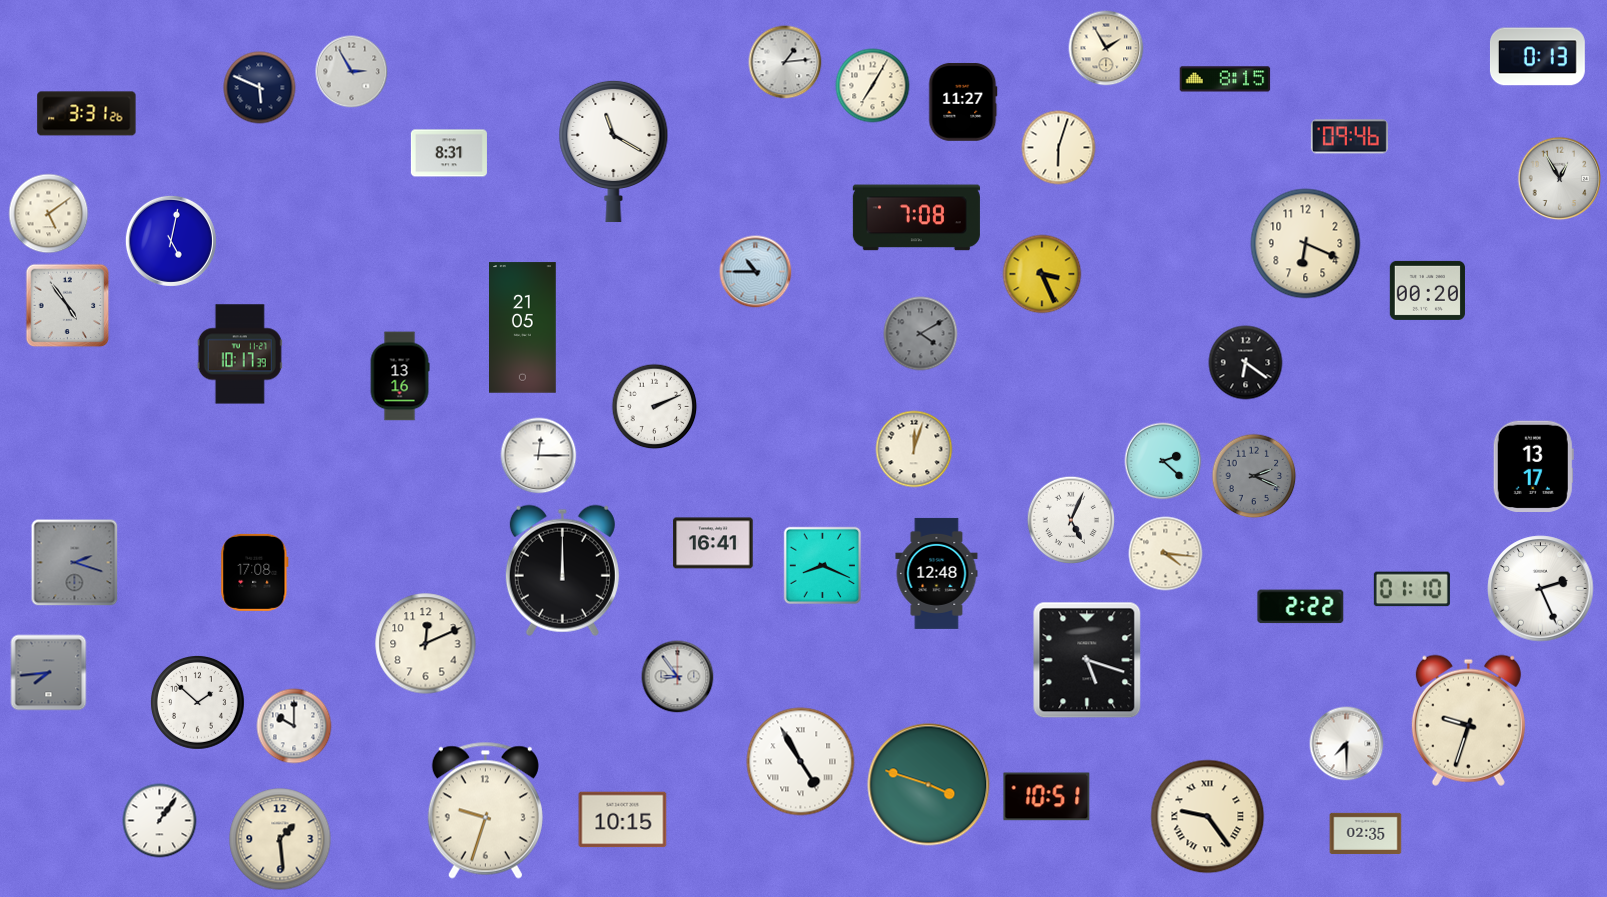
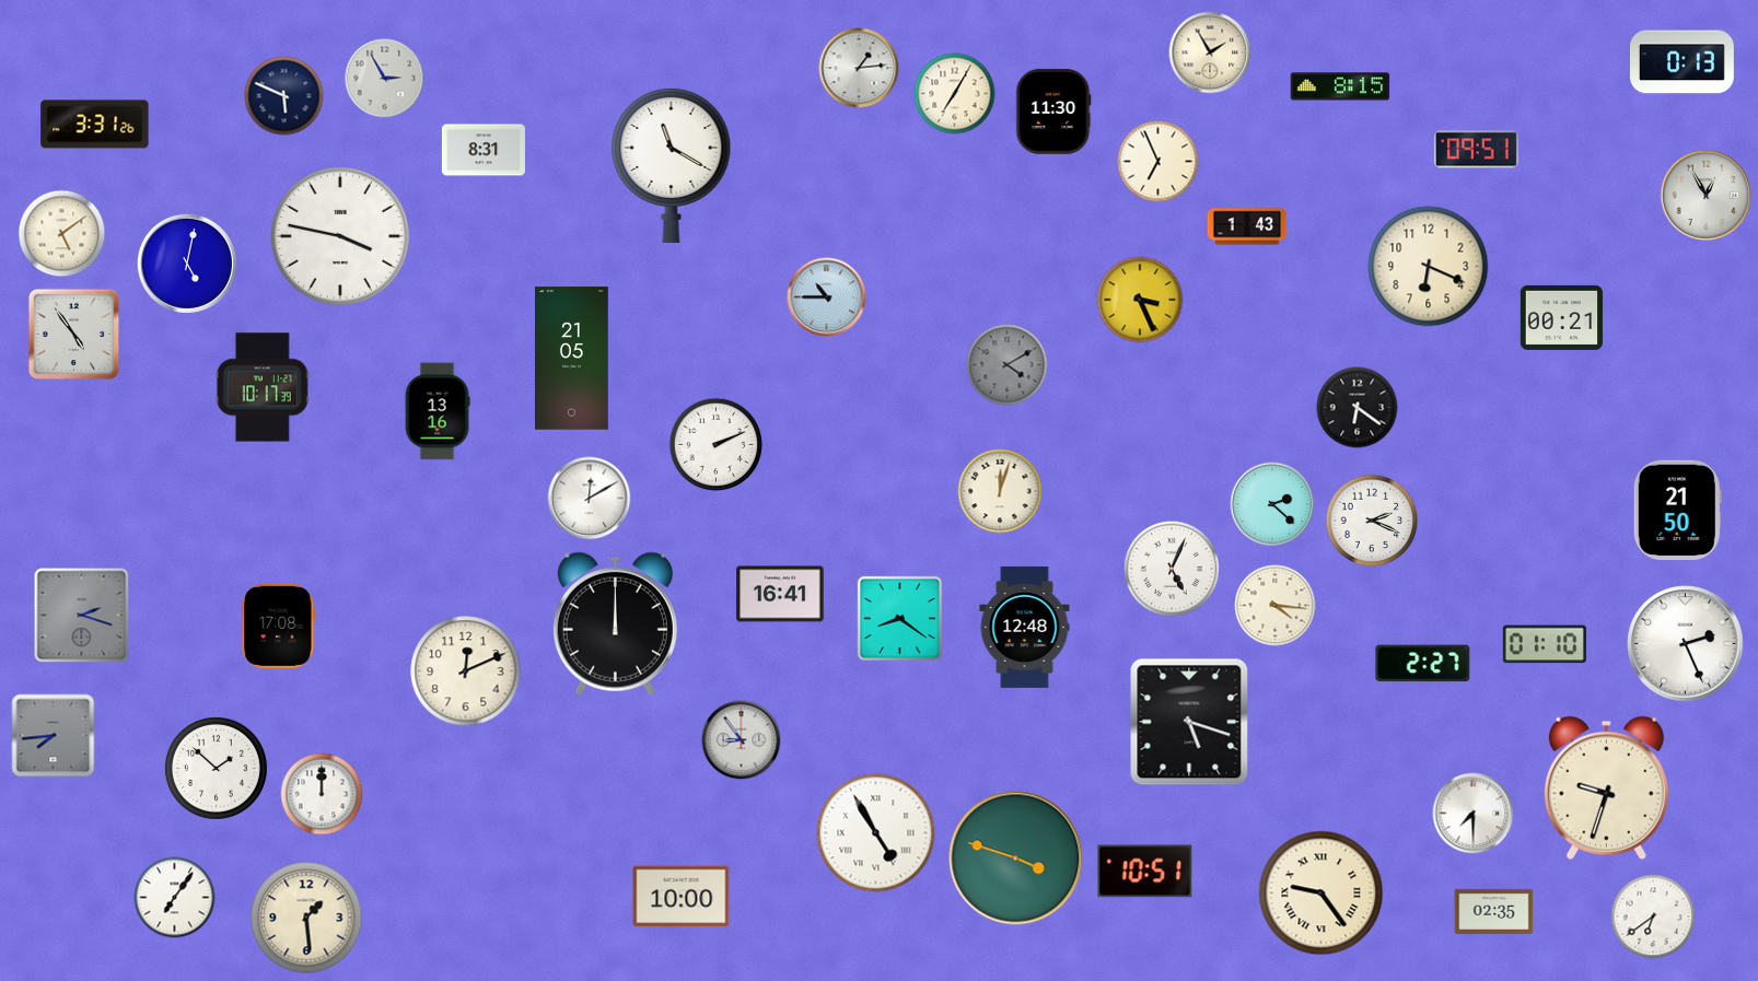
clock at (963, 102): 11:27 -> 11:30
clock at (1349, 137): 09:46 -> 09:51
clock at (1059, 148): 6:03 -> 6:56
clock at (449, 153) position: (449, 153) -> (484, 150)
clock at (1247, 226): none -> 1:43
clock at (49, 214) position: (49, 214) -> (62, 234)
clock at (340, 236): none -> 3:47
clock at (916, 218): 7:08 -> none
clock at (1427, 290): 00:20 -> 00:21
clock at (1246, 363) position: (1246, 363) -> (1358, 408)
clock at (539, 456): 12:15 -> 12:10
clock at (1533, 466): 13:17 -> 21:50
clock at (1254, 476) dial: grey -> white
clock at (823, 566): 8:19 -> 8:21
clock at (1301, 607): 2:22 -> 2:27
clock at (426, 644) position: (426, 644) -> (466, 671)
clock at (294, 726): 10:00 -> 12:00
clock at (485, 810): 9:33 -> none
clock at (623, 820): 10:15 -> 10:00
clock at (160, 821): 1:06 -> 7:06
clock at (1653, 916): none -> 6:39
